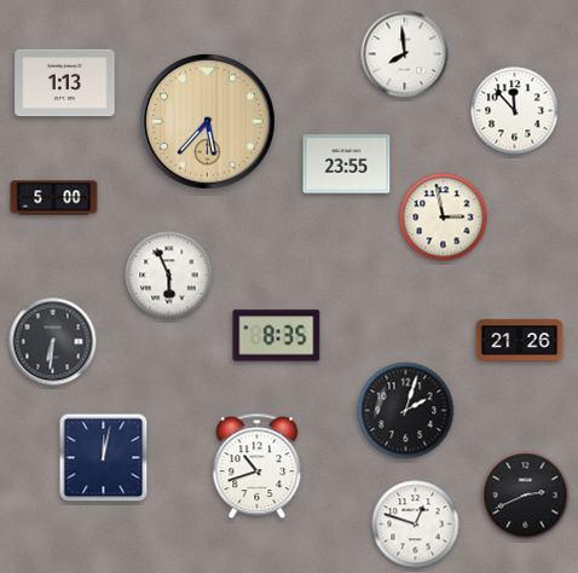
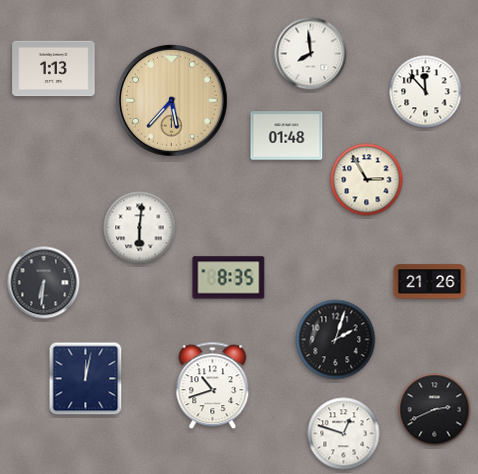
clock at (405, 54) position: (405, 54) -> (311, 54)
clock at (347, 164): 23:55 -> 01:48
clock at (54, 198): 5:00 -> none
clock at (444, 218): 2:58 -> 2:55
clock at (169, 276): 5:56 -> 6:01
